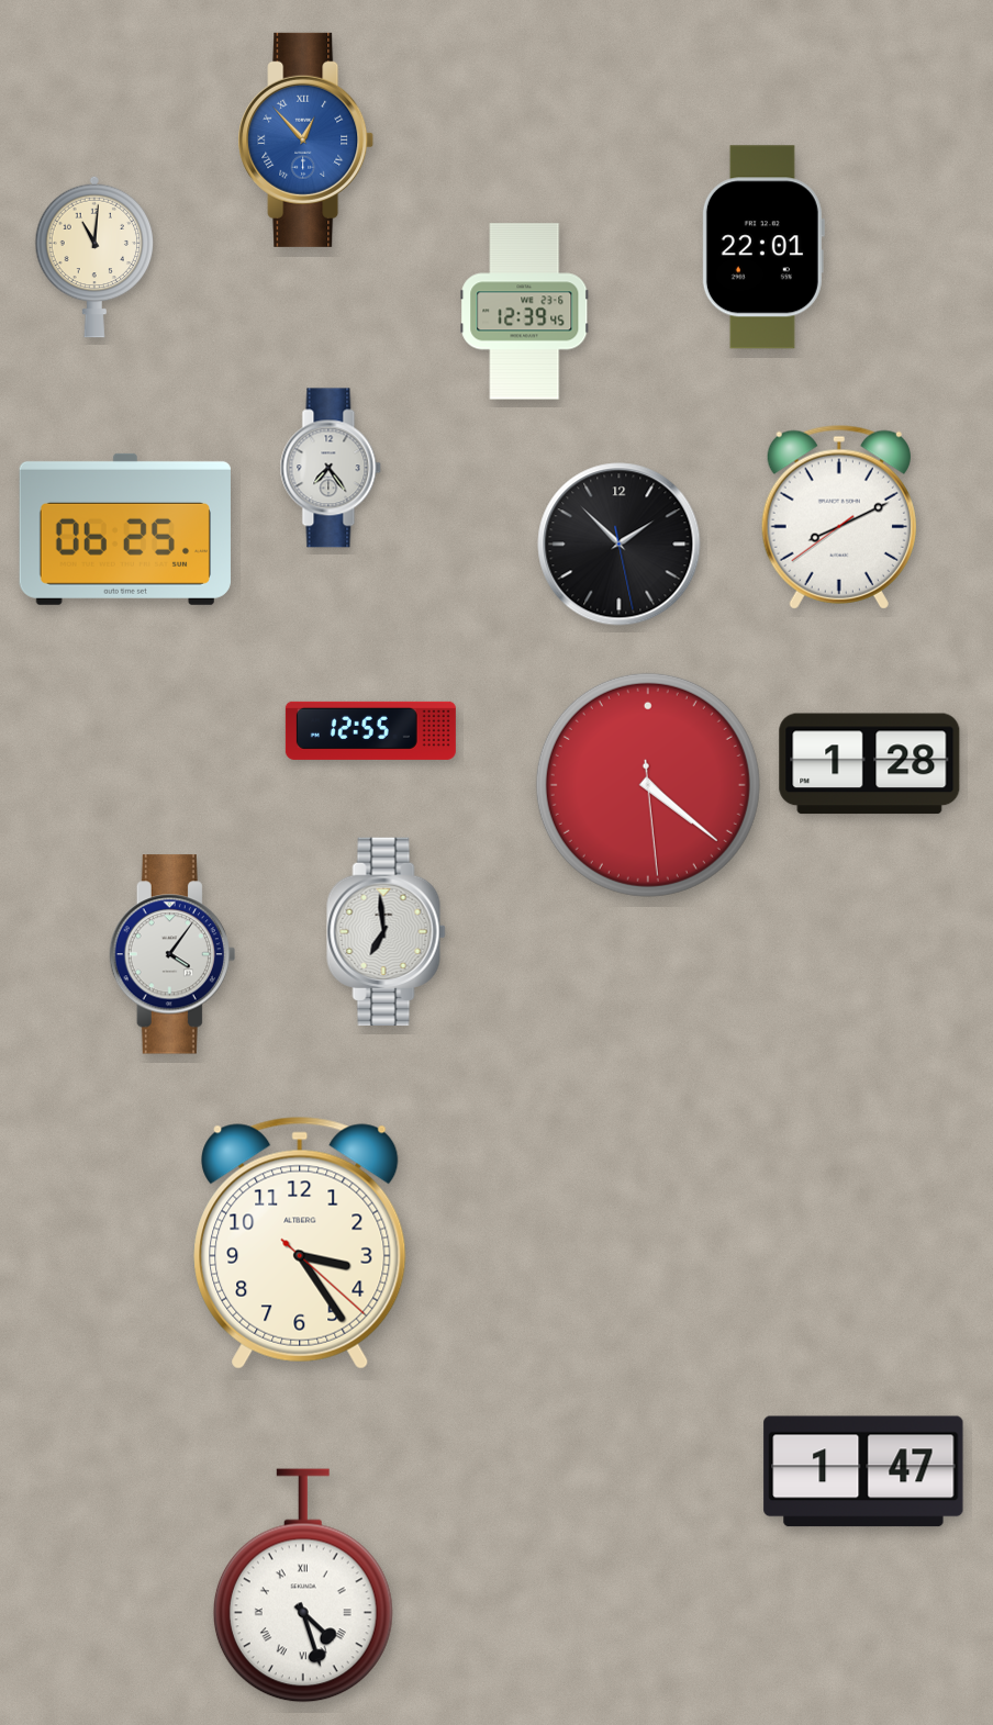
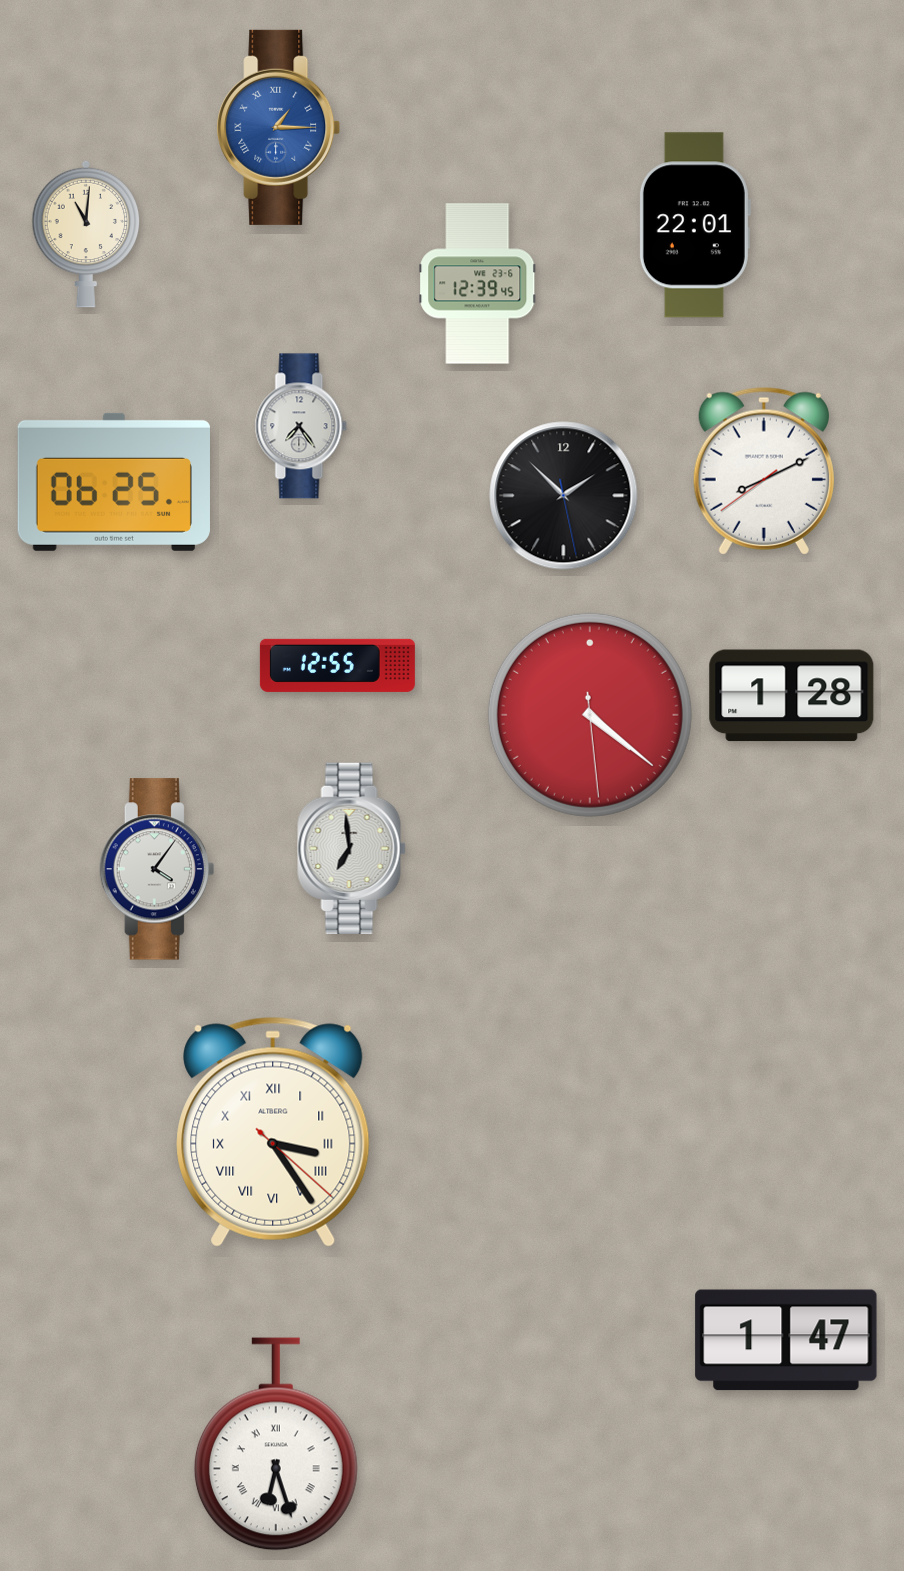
clock at (306, 139): 12:53 -> 1:15
clock at (300, 1243) numerals: Arabic -> Roman
clock at (303, 1586): 4:27 -> 6:27
